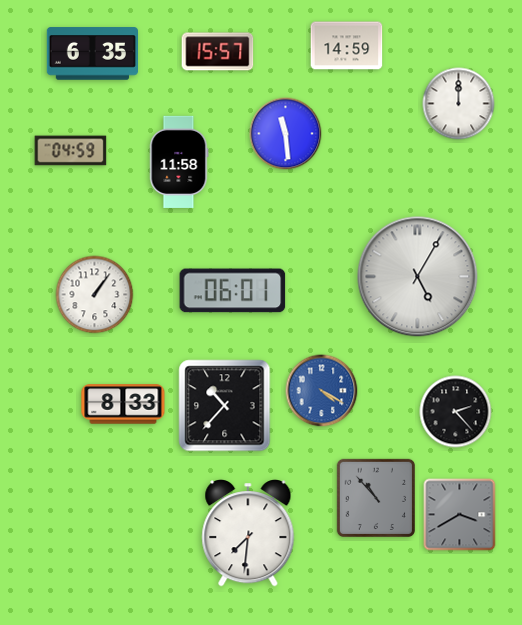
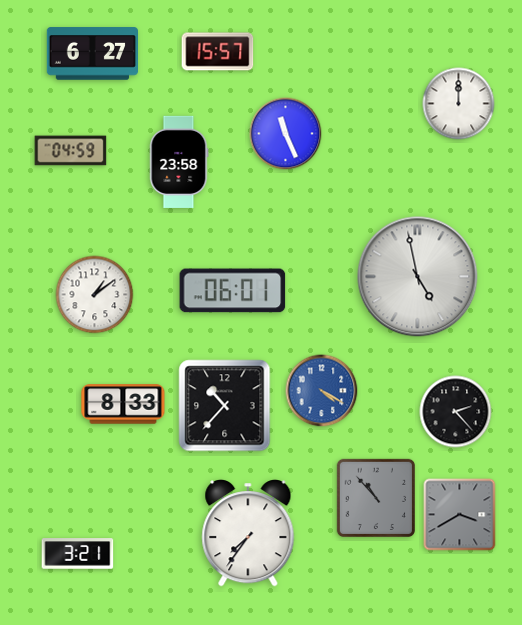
clock at (347, 46): 14:59 -> none
clock at (92, 54): 6:35 -> 6:27
clock at (286, 134): 11:29 -> 11:26
clock at (179, 162): 11:58 -> 23:58
clock at (418, 277): 5:05 -> 4:58
clock at (95, 295): 1:06 -> 1:09
clock at (248, 533): 7:31 -> 7:36
clock at (78, 554): none -> 3:21
